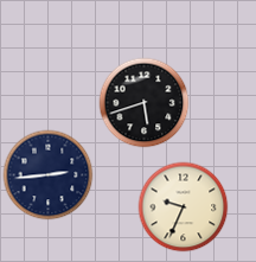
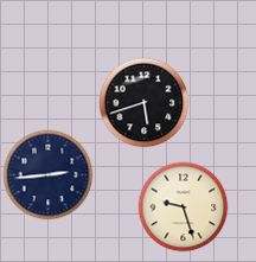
clock at (184, 207): 9:34 -> 9:27
